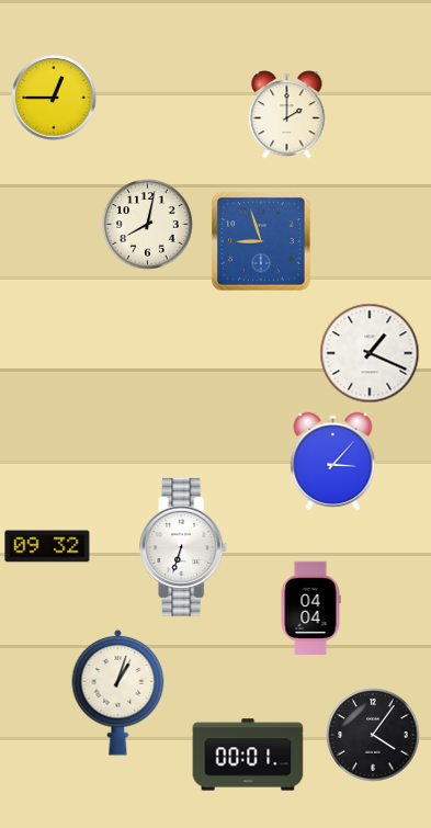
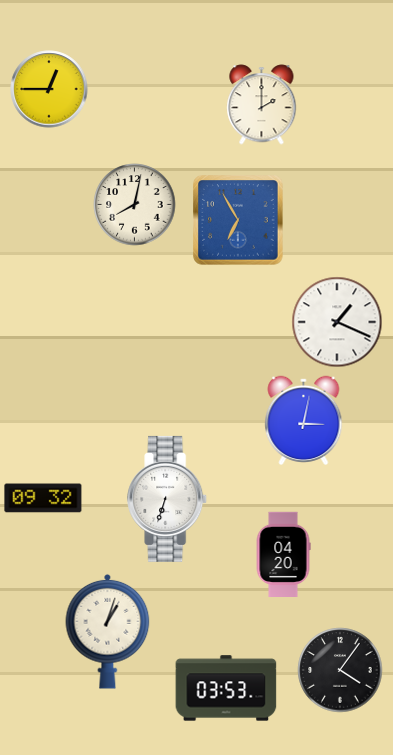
clock at (261, 241): 8:57 -> 6:55
clock at (333, 461): 3:07 -> 3:02
clock at (310, 608): 04:04 -> 04:20
clock at (248, 755): 00:01 -> 03:53
